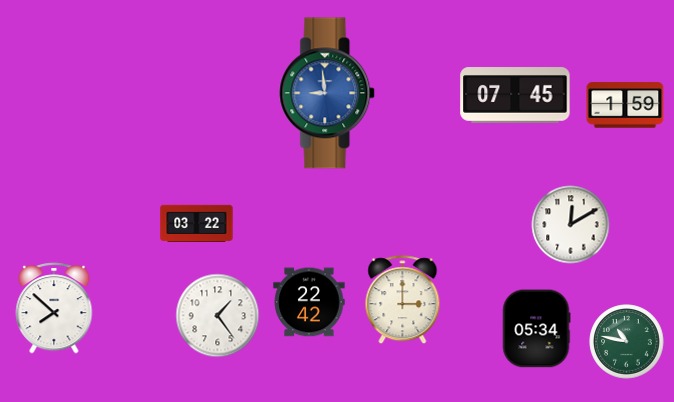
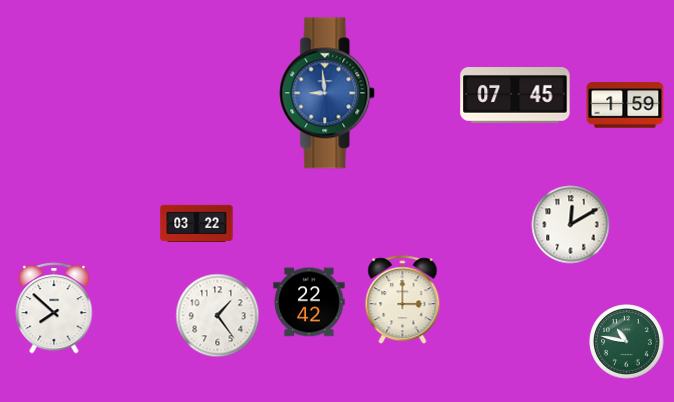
clock at (536, 329): 05:34 -> none
